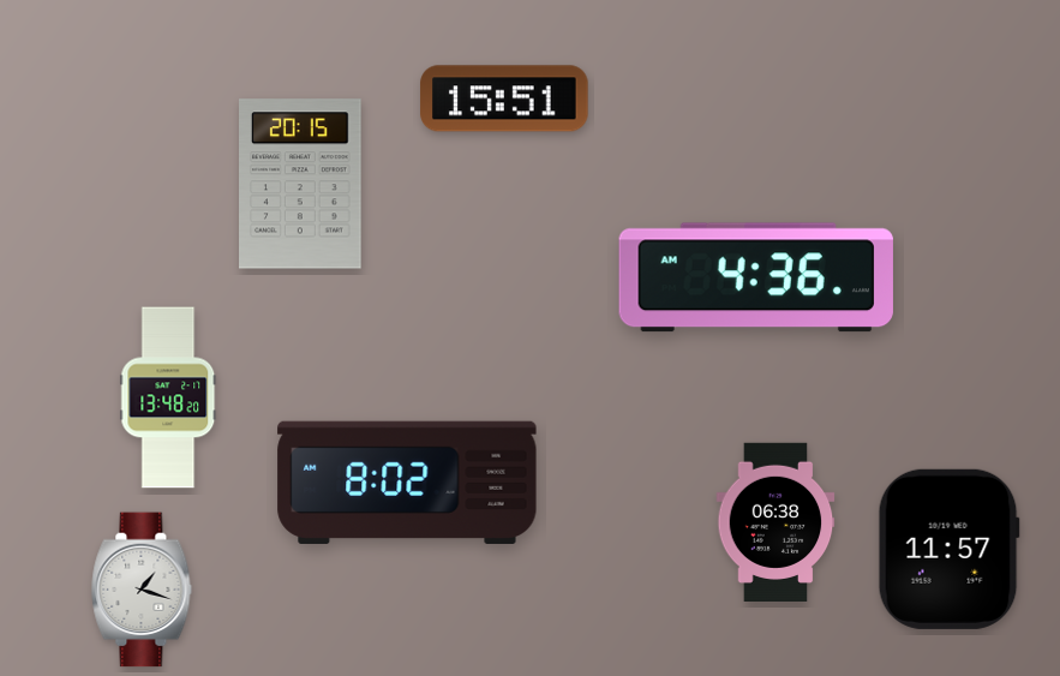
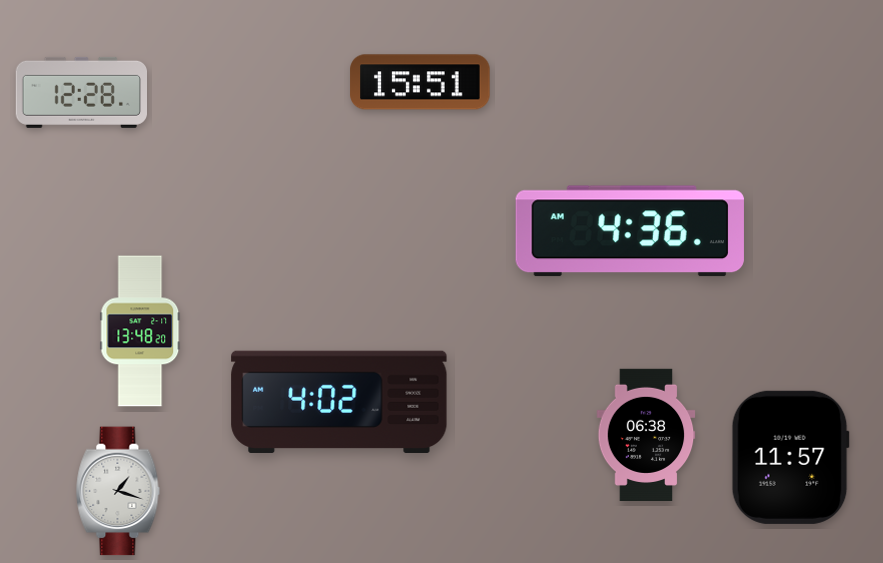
clock at (81, 92): none -> 12:28
clock at (301, 184): 20:15 -> none
clock at (407, 483): 8:02 -> 4:02
